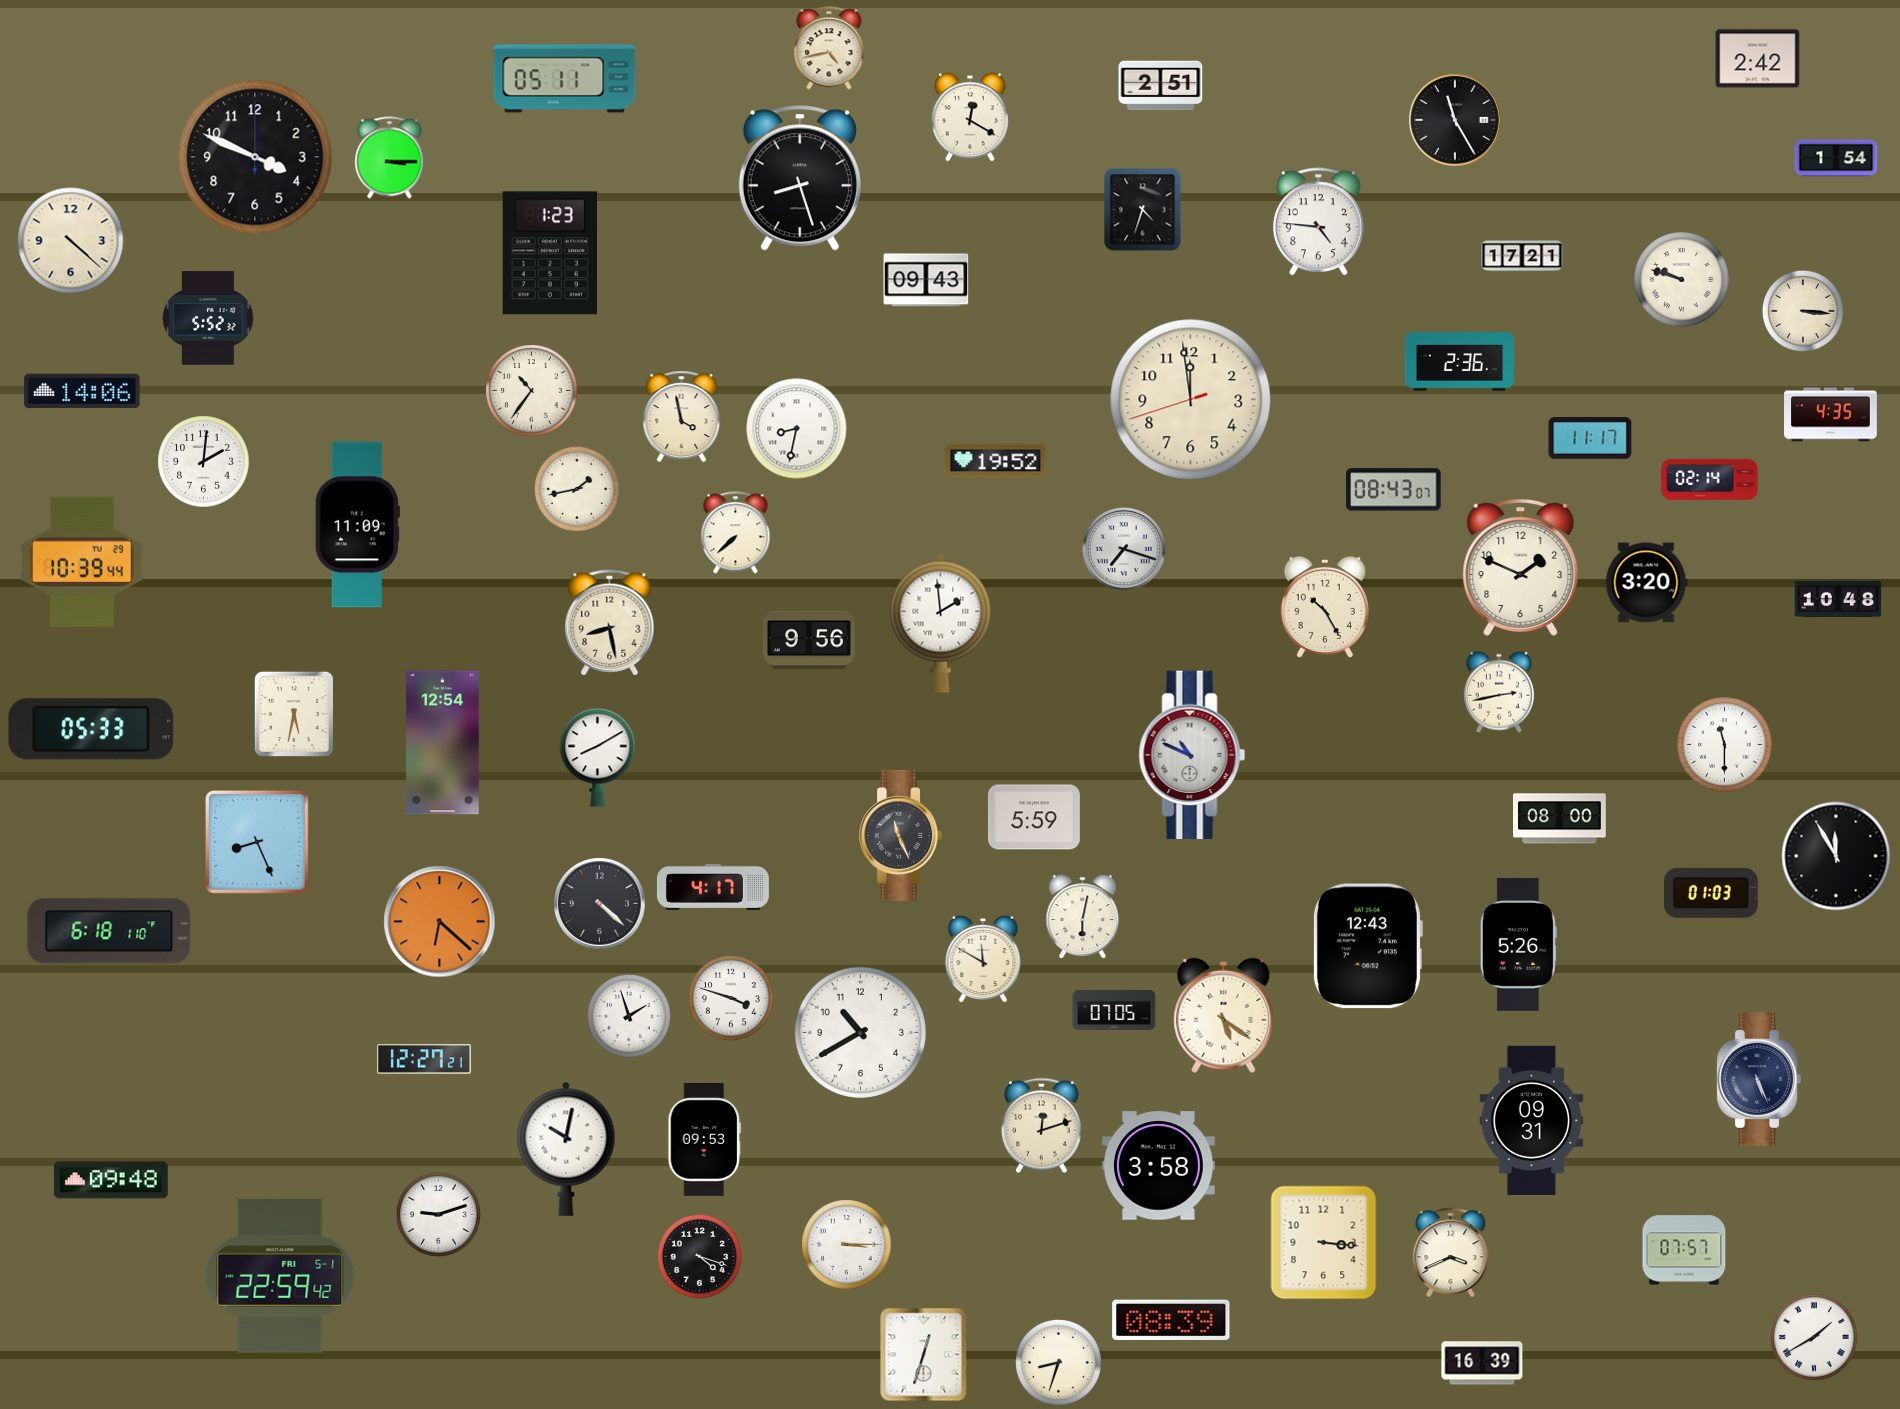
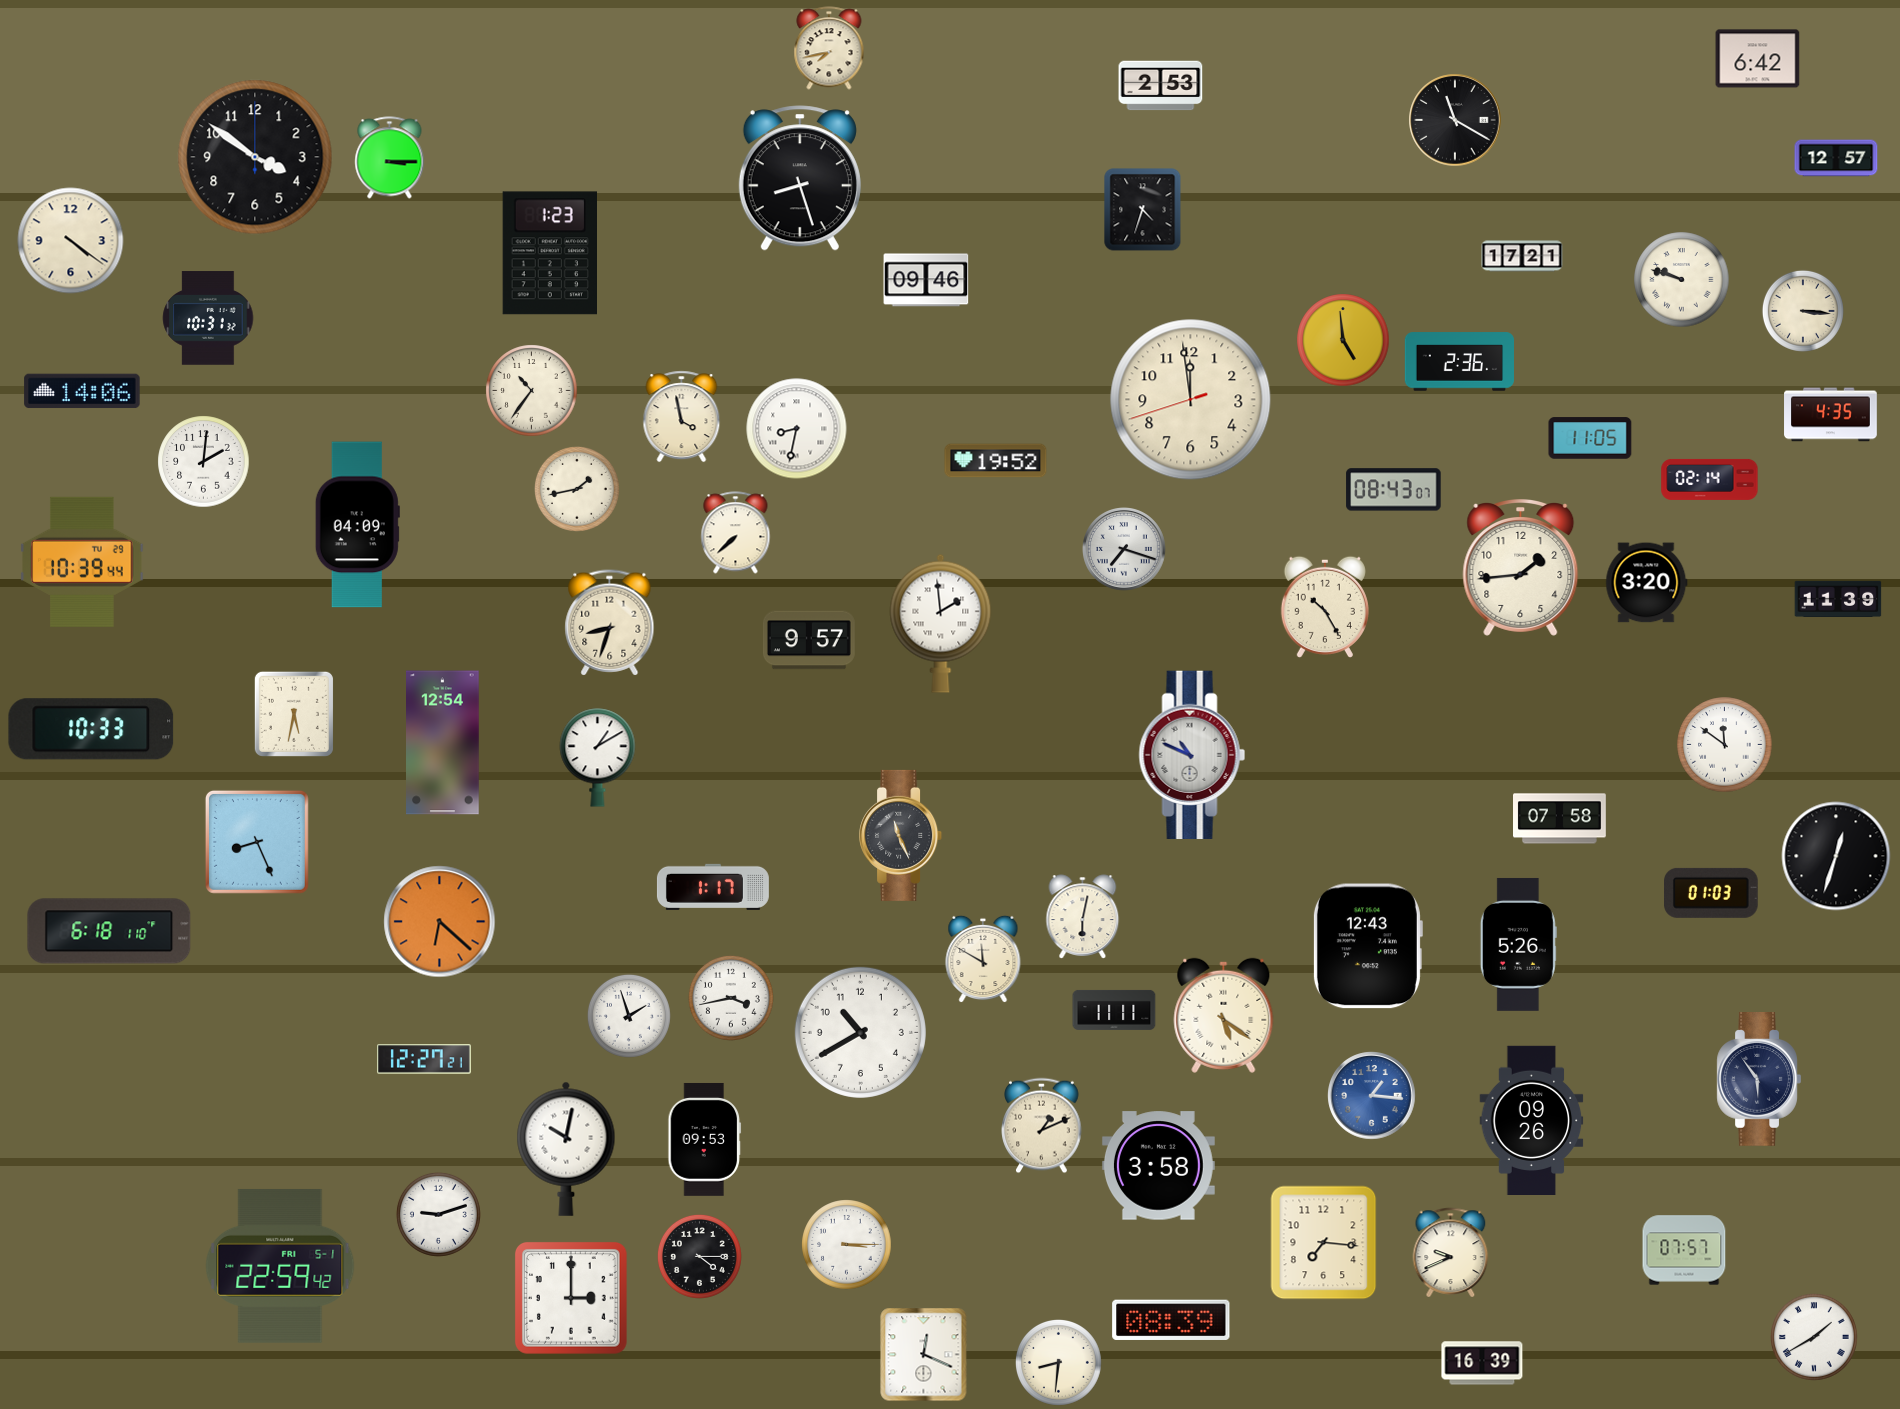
clock at (829, 48): 4:43 -> 7:43
clock at (1758, 59): 2:42 -> 6:42
clock at (565, 79): 05:11 -> none
clock at (1161, 86): 2:51 -> 2:53
clock at (970, 117): 12:20 -> none
clock at (1455, 120): 11:25 -> 11:20
clock at (255, 157): 3:49 -> 3:51
clock at (1836, 158): 1:54 -> 12:57
clock at (1318, 222): 4:46 -> none
clock at (71, 241): 4:22 -> 4:21
clock at (926, 280): 09:43 -> 09:46
clock at (208, 318): 5:52 -> 10:31
clock at (1343, 340): none -> 4:59
clock at (1590, 438): 11:17 -> 11:05
clock at (357, 525): 11:09 -> 04:09
clock at (1521, 568): 1:49 -> 1:44
clock at (1838, 598): 10:48 -> 11:39
clock at (610, 623): 8:28 -> 8:33
clock at (809, 640): 9:56 -> 9:57
clock at (1499, 692): 2:43 -> none
clock at (91, 729): 05:33 -> 10:33
clock at (1725, 745): 11:30 -> 11:51
clock at (598, 758): 8:10 -> 1:10
clock at (1034, 817): 5:59 -> none
clock at (1560, 819): 08:00 -> 07:58
clock at (1836, 856): 11:55 -> 12:33
clock at (713, 887): 4:17 -> 1:17
clock at (600, 904): 4:22 -> none
clock at (731, 998): 3:48 -> 3:43
clock at (1114, 1010): 07:05 -> 11:11
clock at (1759, 1080): 5:26 -> 5:54
clock at (1372, 1096): none -> 1:16
clock at (1532, 1120): 09:31 -> 09:26
clock at (1042, 1126): 12:12 -> 1:11
clock at (112, 1180): 09:48 -> none
clock at (1324, 1243): 3:16 -> 7:16
clock at (1451, 1252): 3:41 -> 9:41
clock at (699, 1256): 4:18 -> 4:15
clock at (280, 1276) position: (280, 1276) -> (280, 1266)
clock at (571, 1298): none -> 3:00
clock at (924, 1355): 12:33 -> 12:19
clock at (1059, 1363): 8:33 -> 8:31
